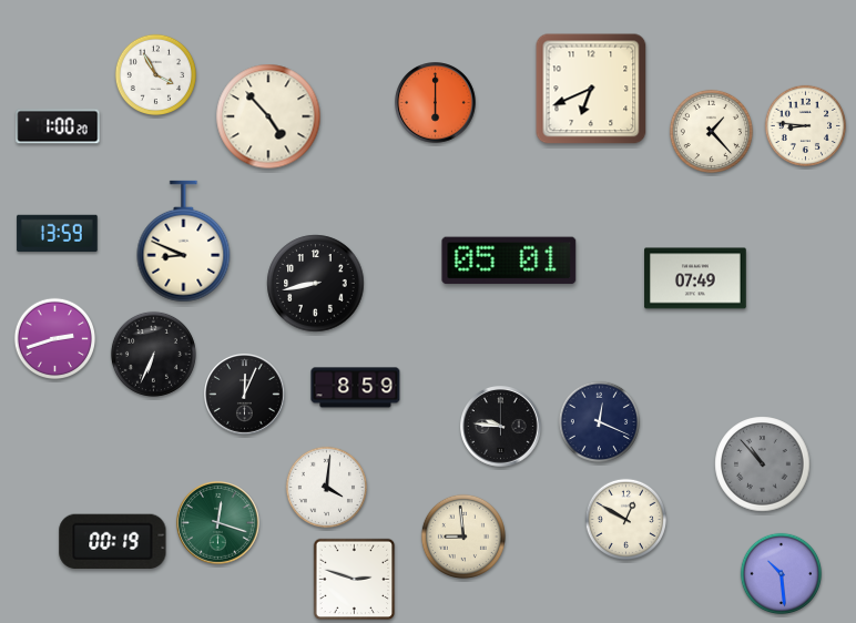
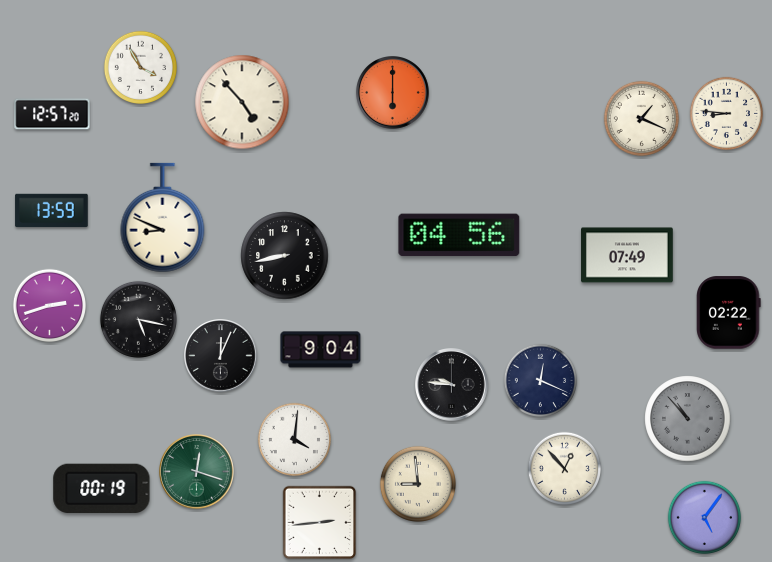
clock at (591, 89): 6:41 -> none
clock at (268, 116) position: (268, 116) -> (242, 102)
clock at (58, 126): 1:00 -> 12:57
clock at (711, 131): 1:23 -> 1:19
clock at (184, 242) position: (184, 242) -> (163, 218)
clock at (509, 261): 05:01 -> 04:56
clock at (695, 278) position: (695, 278) -> (627, 255)
clock at (729, 313): none -> 02:22
clock at (153, 354): 6:34 -> 5:17
clock at (356, 388): 8:59 -> 9:04
clock at (626, 520): 12:50 -> 12:53
clock at (782, 574): 10:29 -> 5:06
clock at (355, 580): 2:48 -> 2:44
